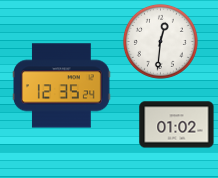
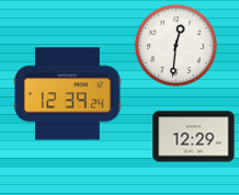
clock at (62, 86): 12:35 -> 12:39
clock at (177, 125): 01:02 -> 12:29
